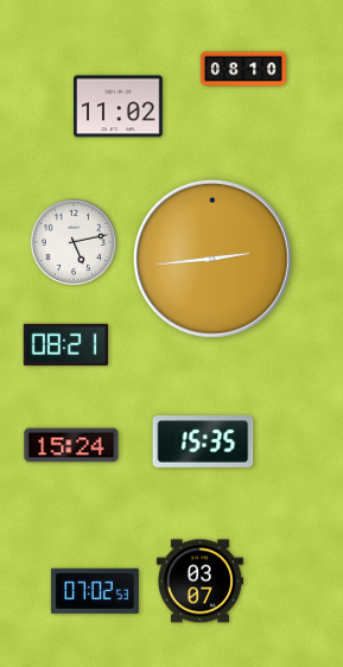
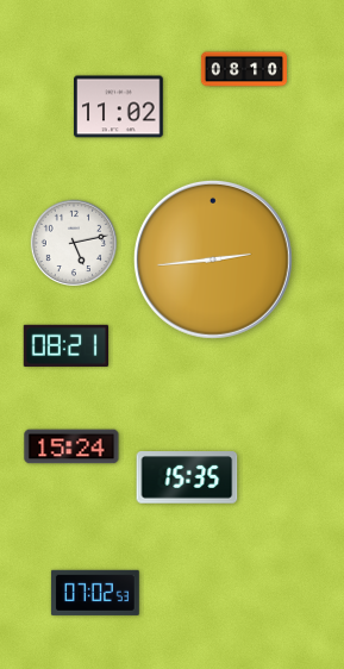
clock at (203, 443) position: (203, 443) -> (187, 479)
clock at (199, 582): 03:07 -> none
